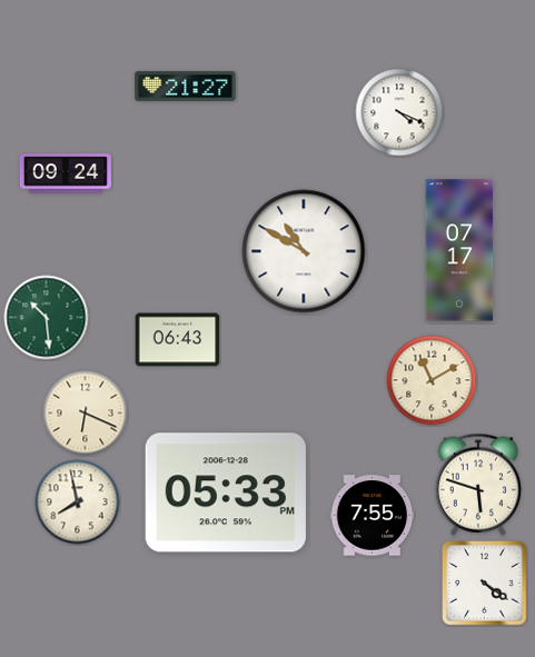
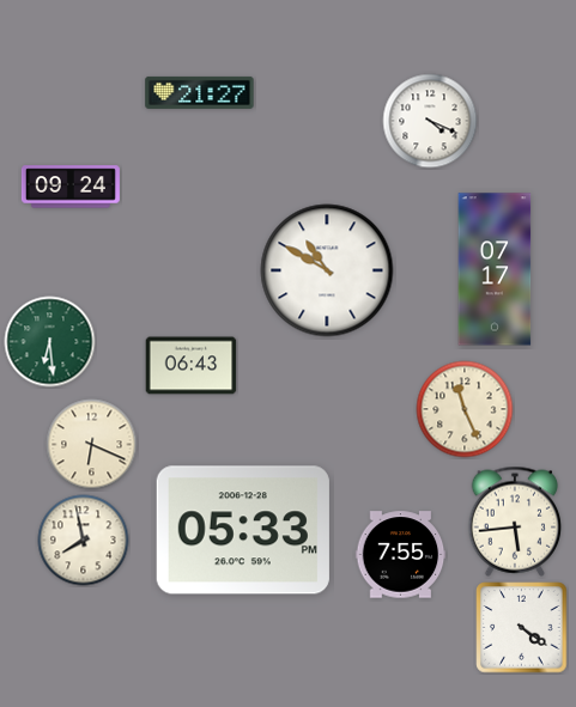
clock at (47, 318): 10:29 -> 6:29
clock at (432, 380): 11:10 -> 11:26
clock at (478, 485): 5:48 -> 5:44
